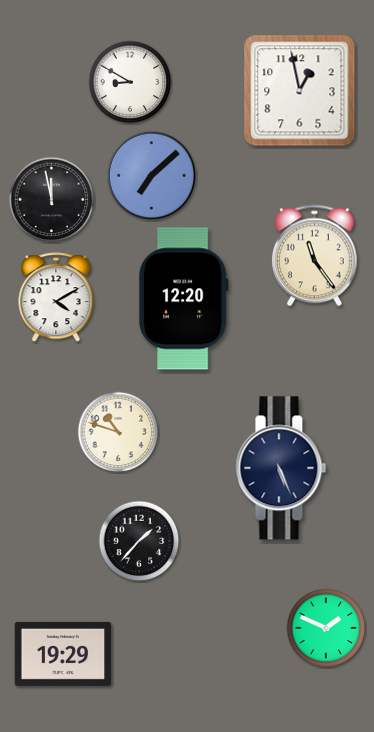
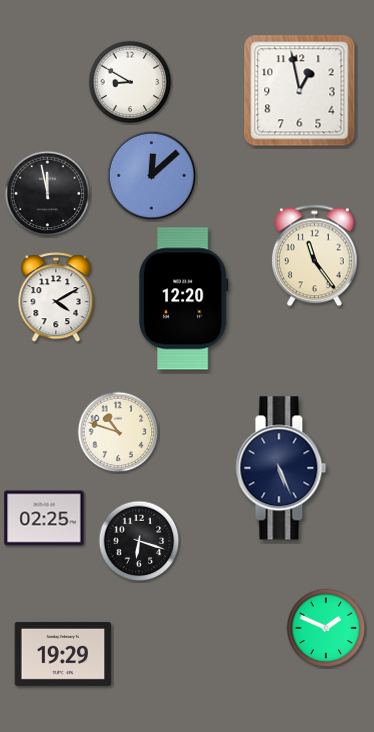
clock at (152, 176): 7:08 -> 12:08
clock at (52, 200) position: (52, 200) -> (48, 194)
clock at (44, 518): none -> 02:25
clock at (139, 541): 1:37 -> 6:18
